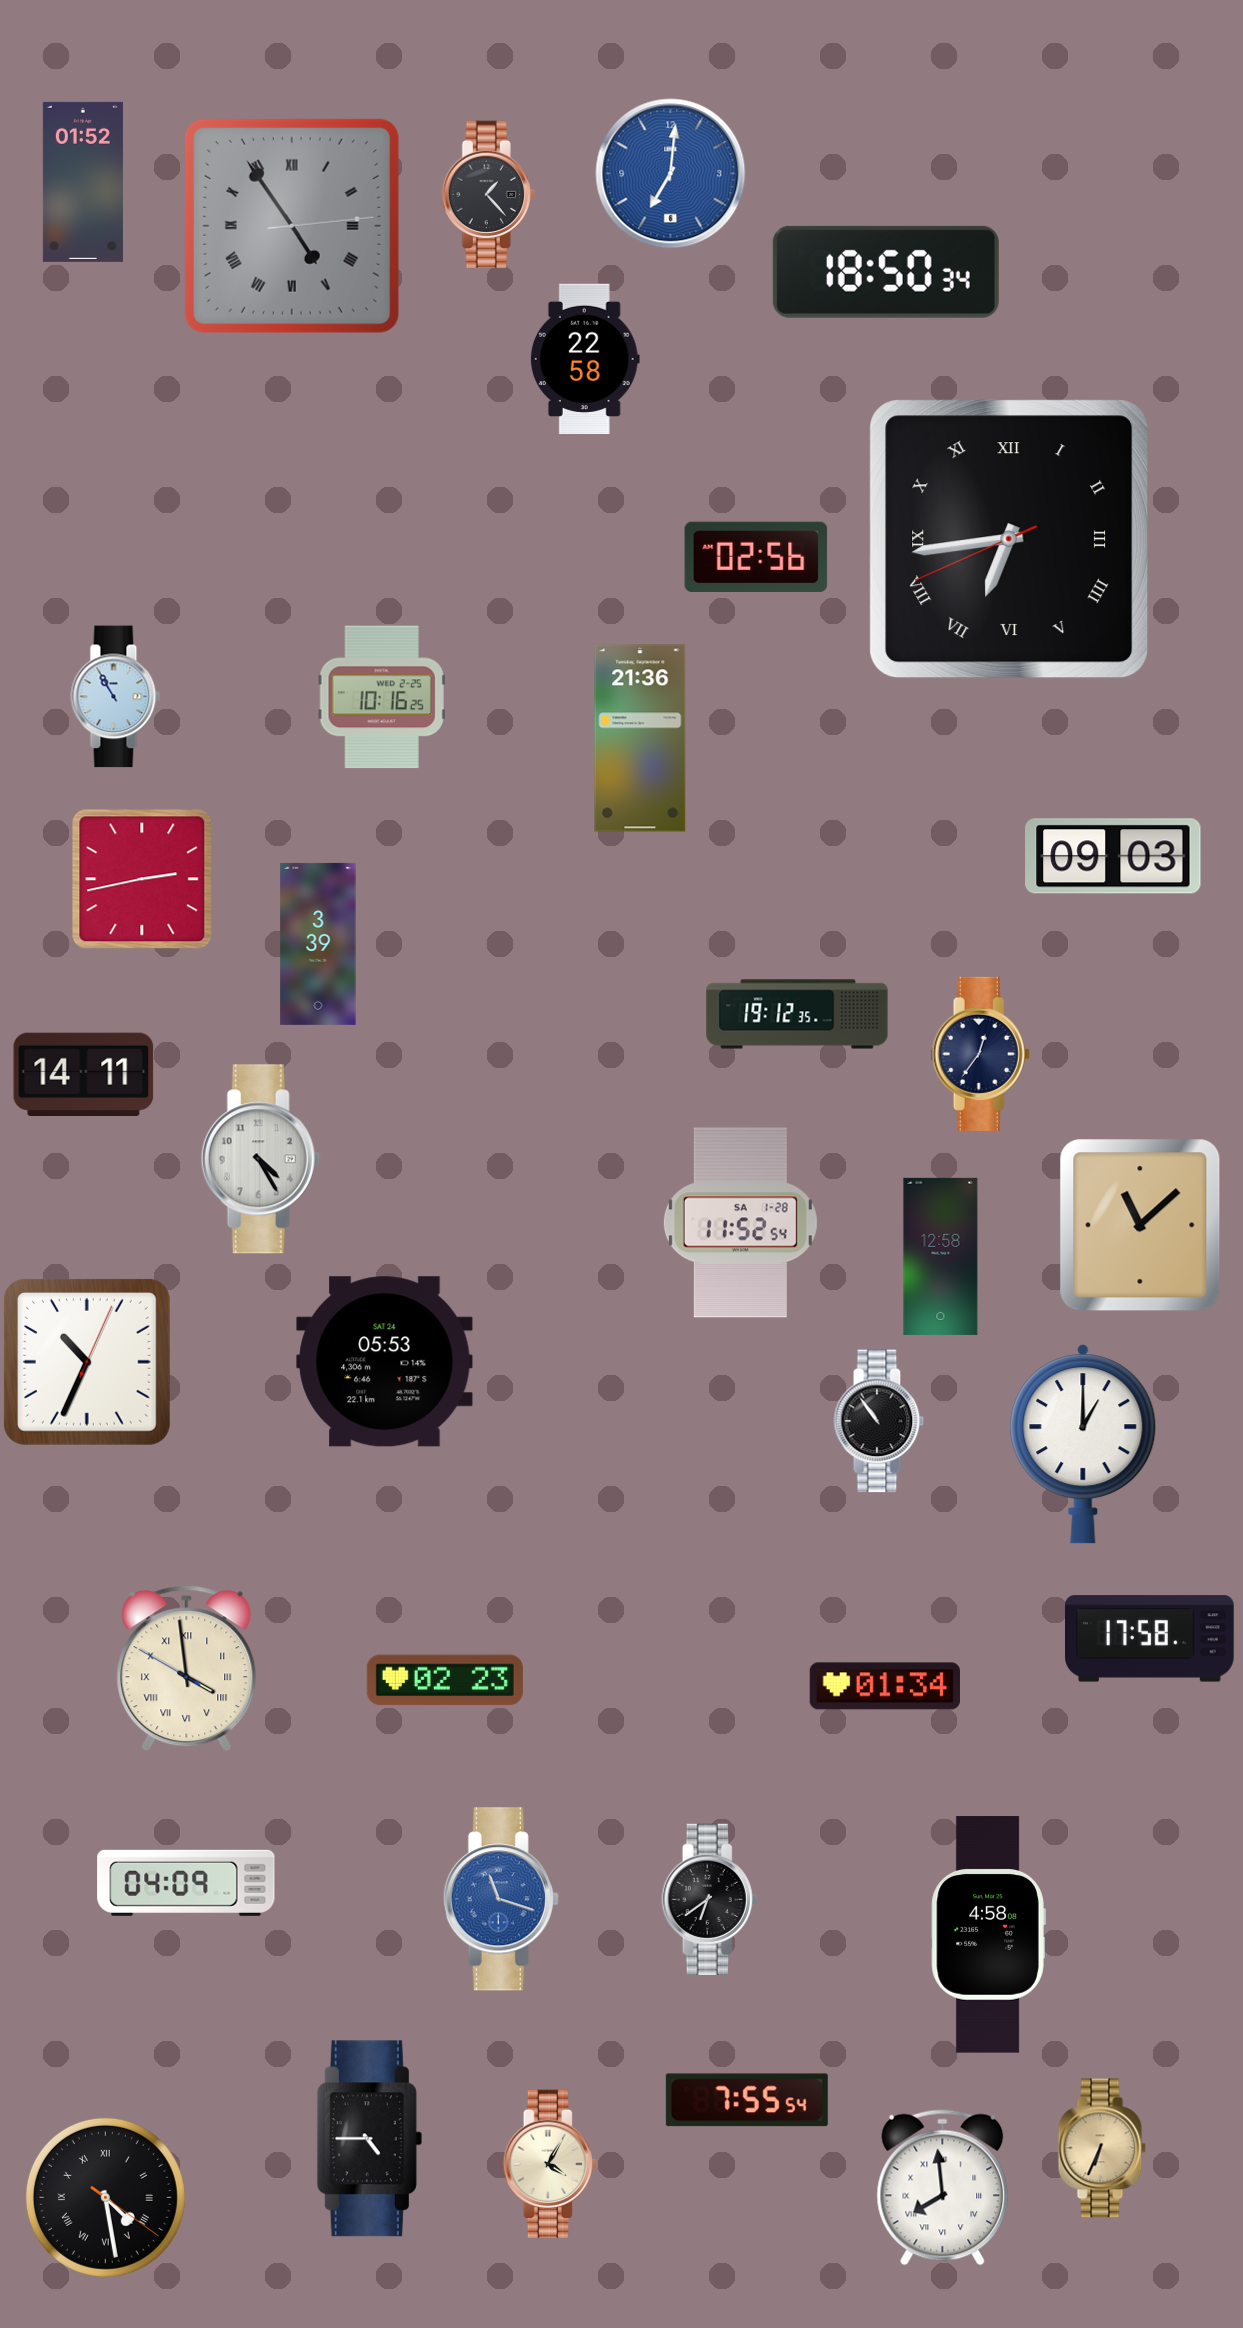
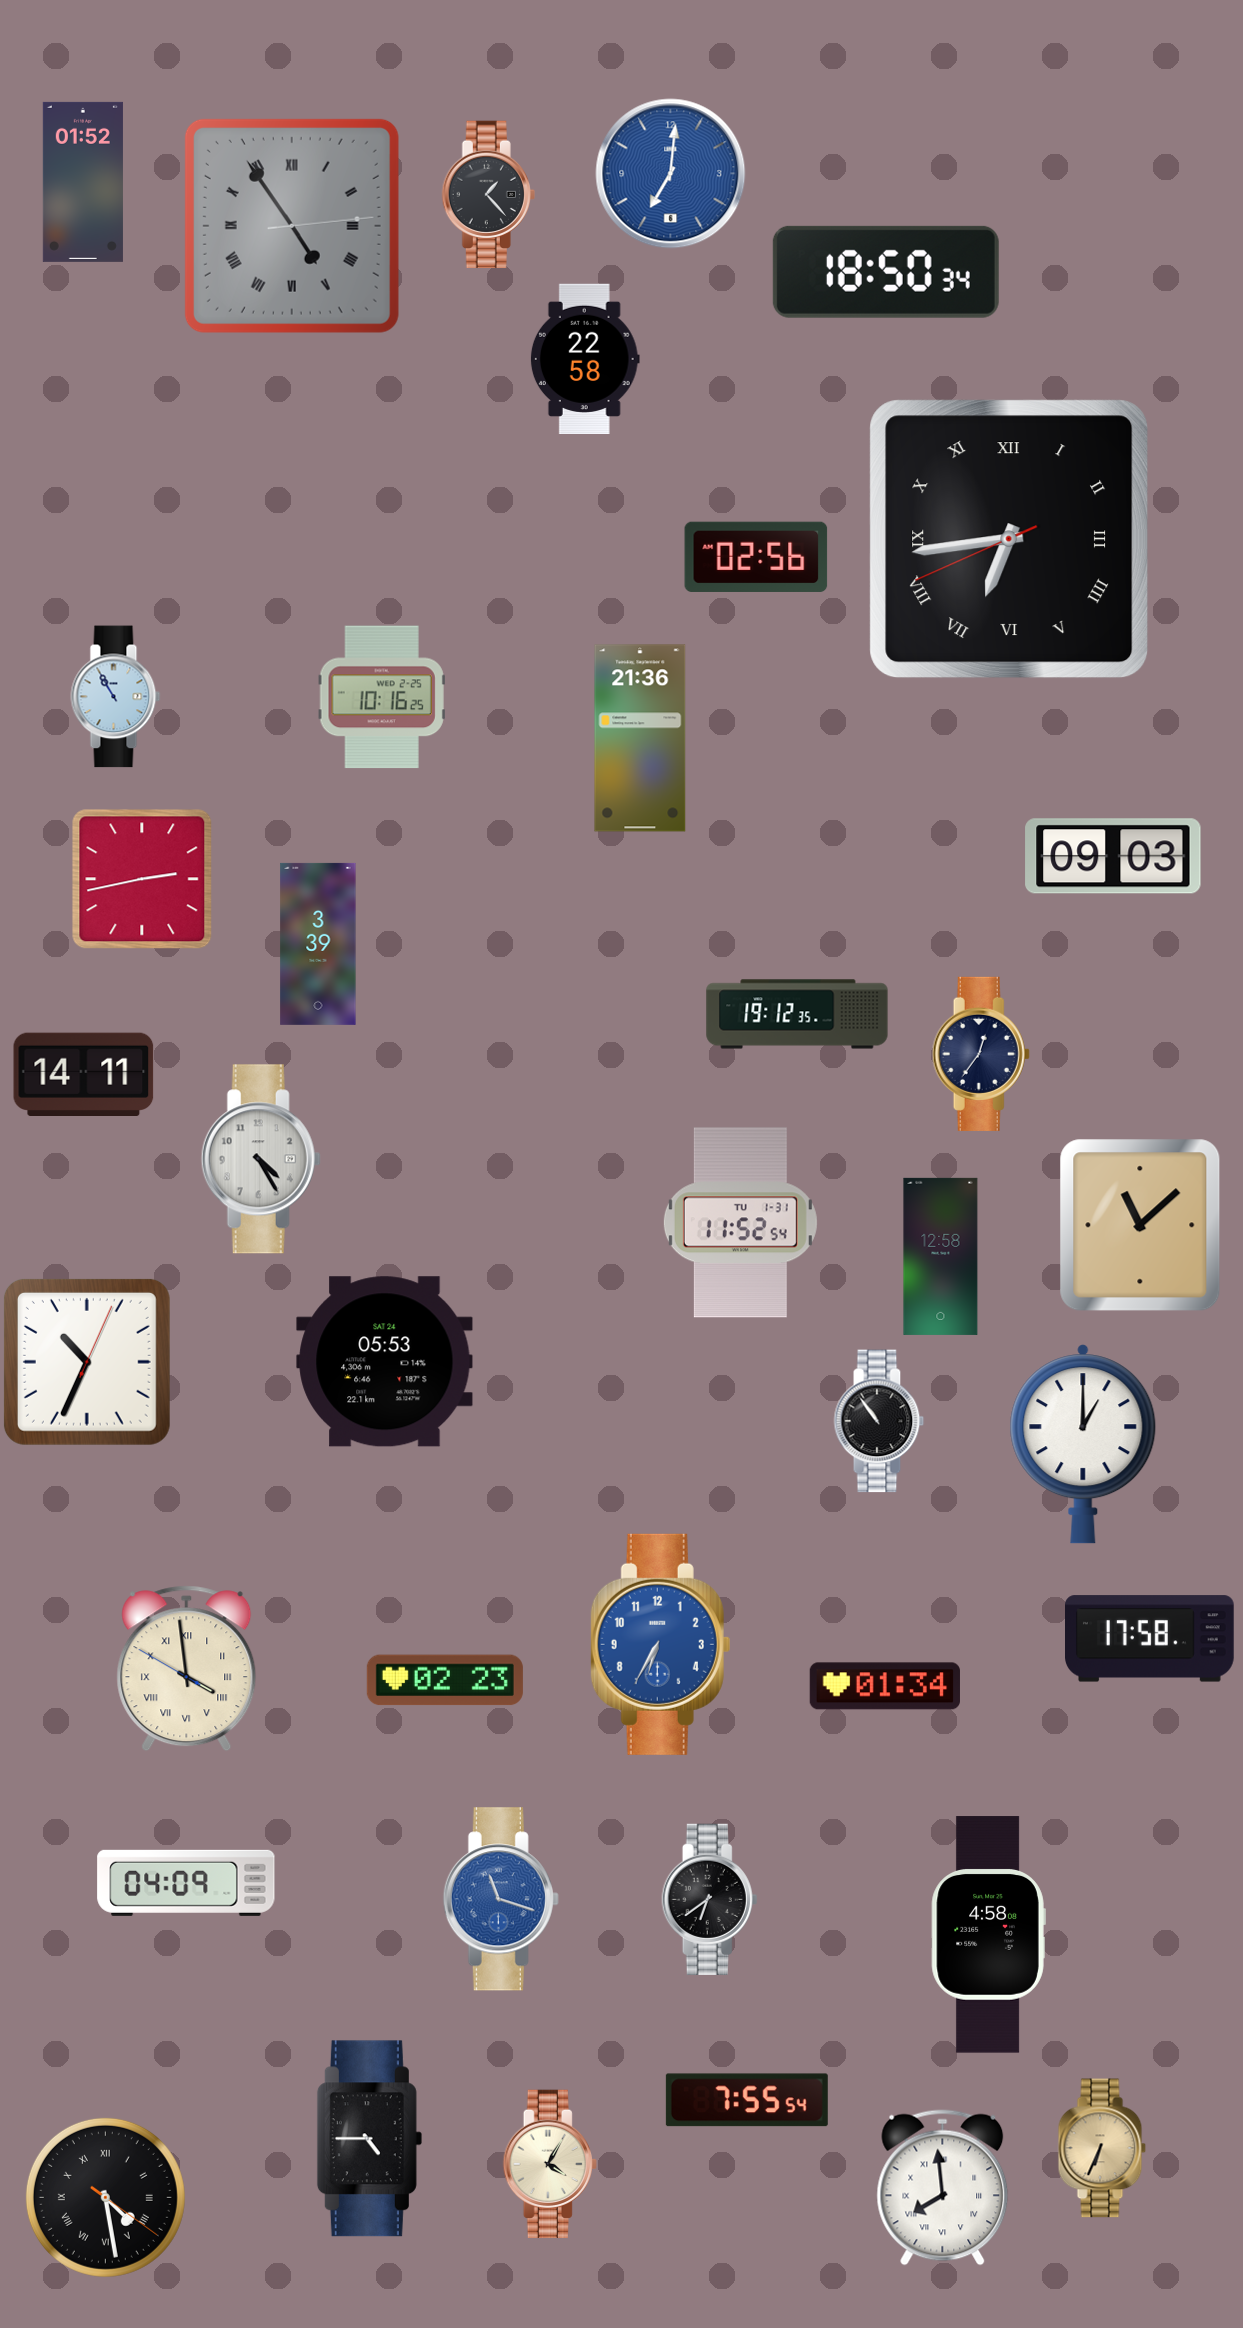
clock at (740, 1223) date: SA 1-28 -> TU 1-31
clock at (661, 1644): none -> 6:35
